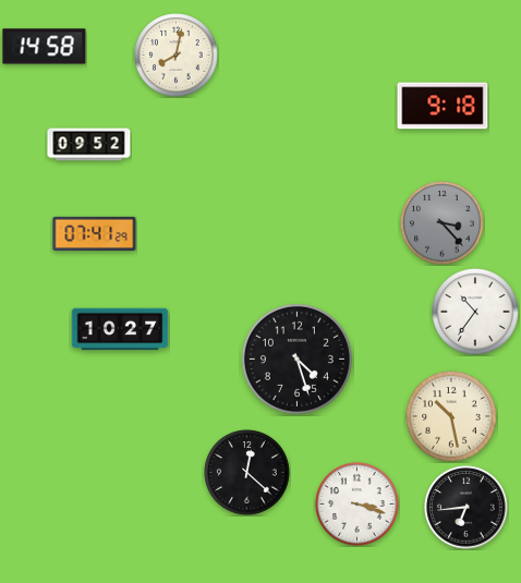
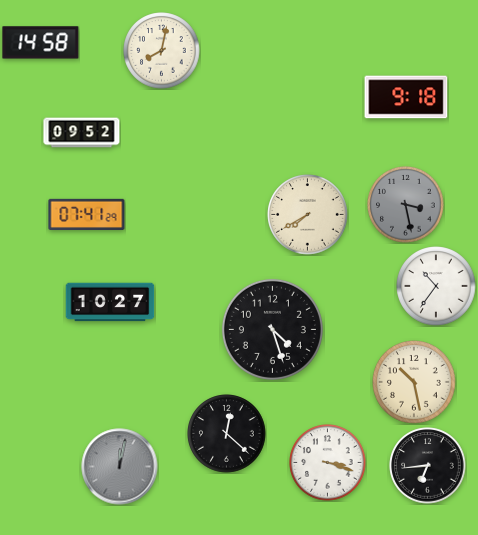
clock at (443, 223): 3:23 -> 3:28
clock at (308, 215): none -> 7:40
clock at (120, 467): none -> 12:02
